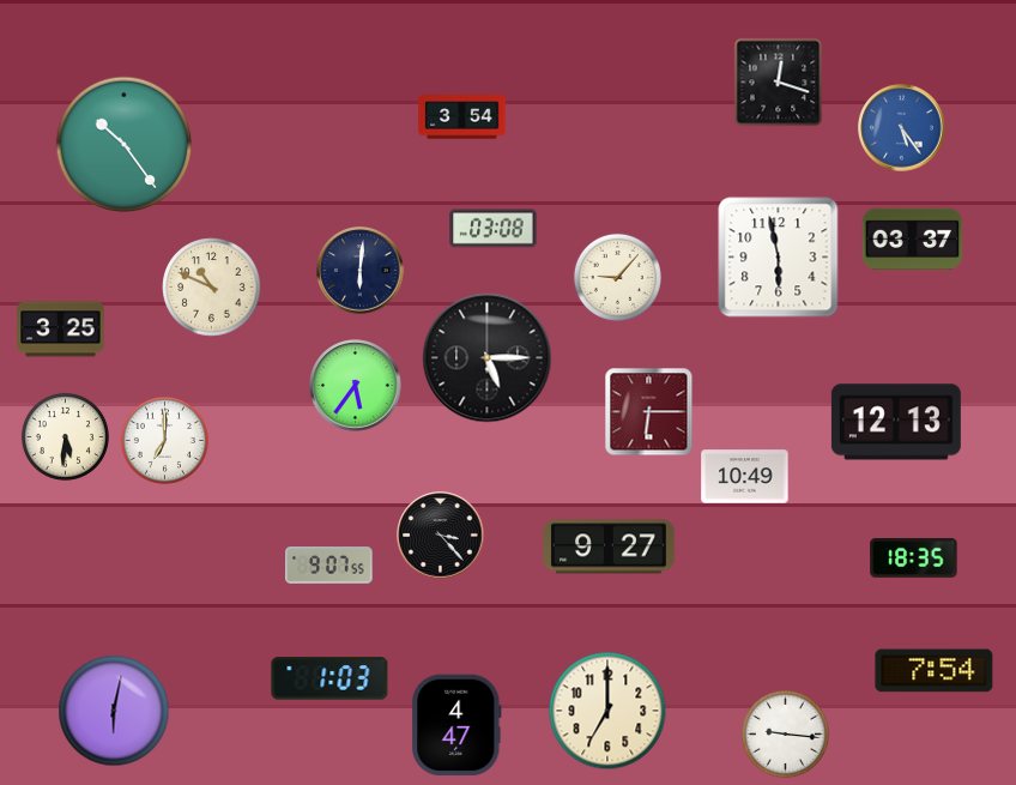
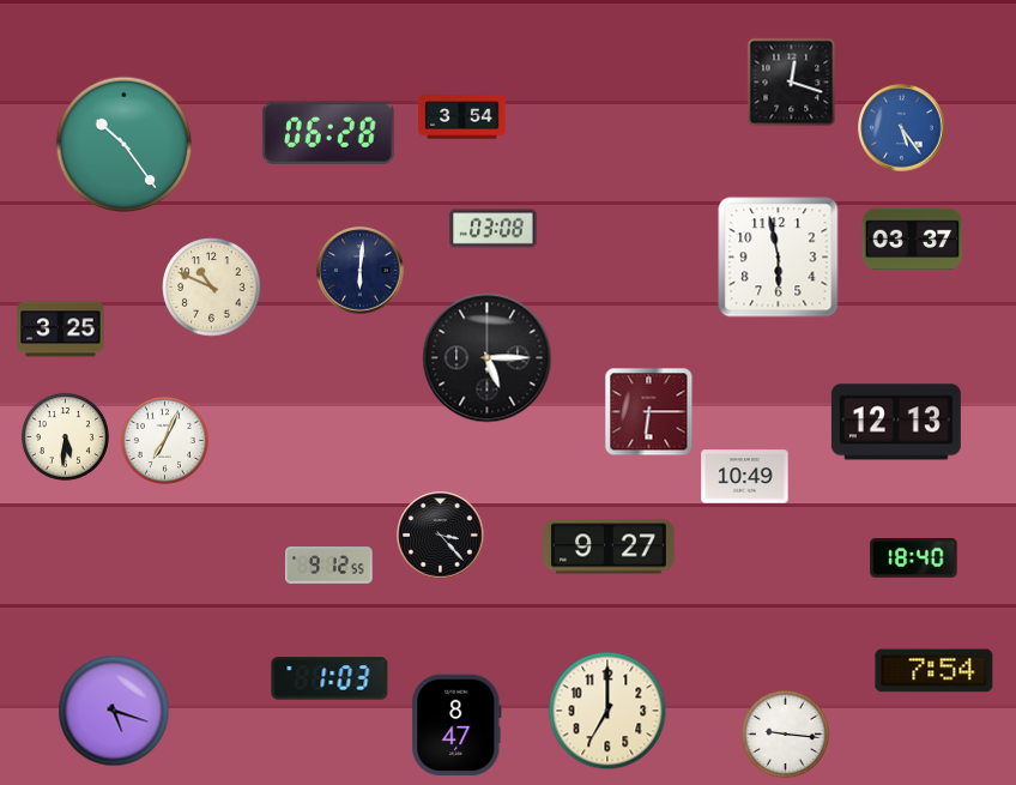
clock at (779, 83) position: (779, 83) -> (792, 83)
clock at (328, 133): none -> 06:28
clock at (617, 277): 9:07 -> none
clock at (356, 386): 5:36 -> none
clock at (164, 440): 7:00 -> 7:04
clock at (914, 557): 18:35 -> 18:40
clock at (329, 566): 9:07 -> 9:12
clock at (114, 711): 6:02 -> 5:18
clock at (456, 725): 4:47 -> 8:47
